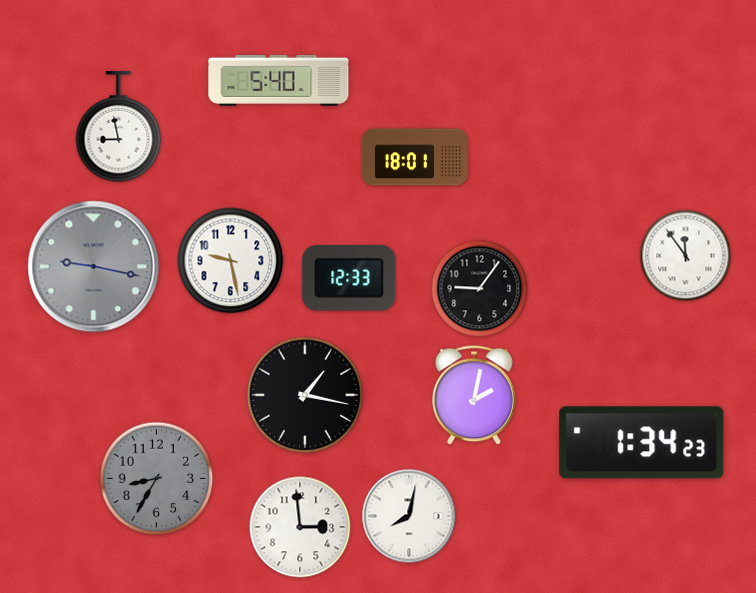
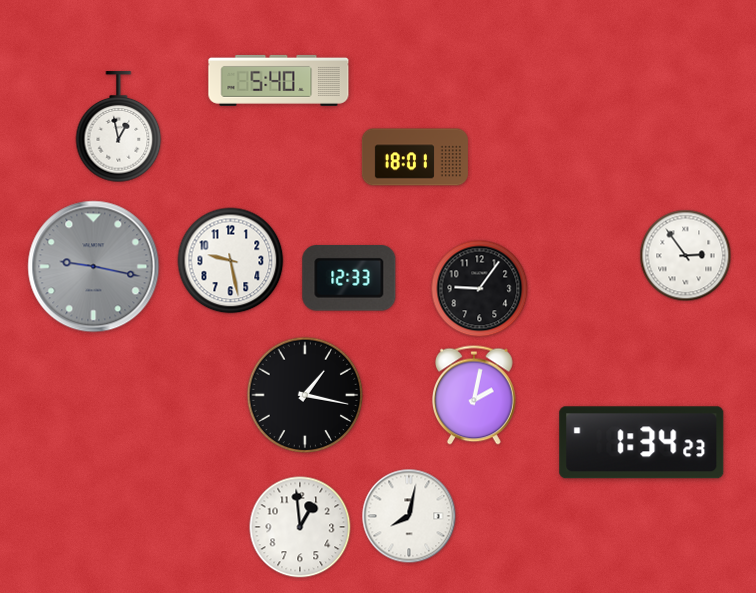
clock at (119, 127): 8:58 -> 12:58
clock at (686, 256): 11:54 -> 2:54
clock at (157, 479): 8:35 -> none
clock at (300, 527): 2:59 -> 12:59
